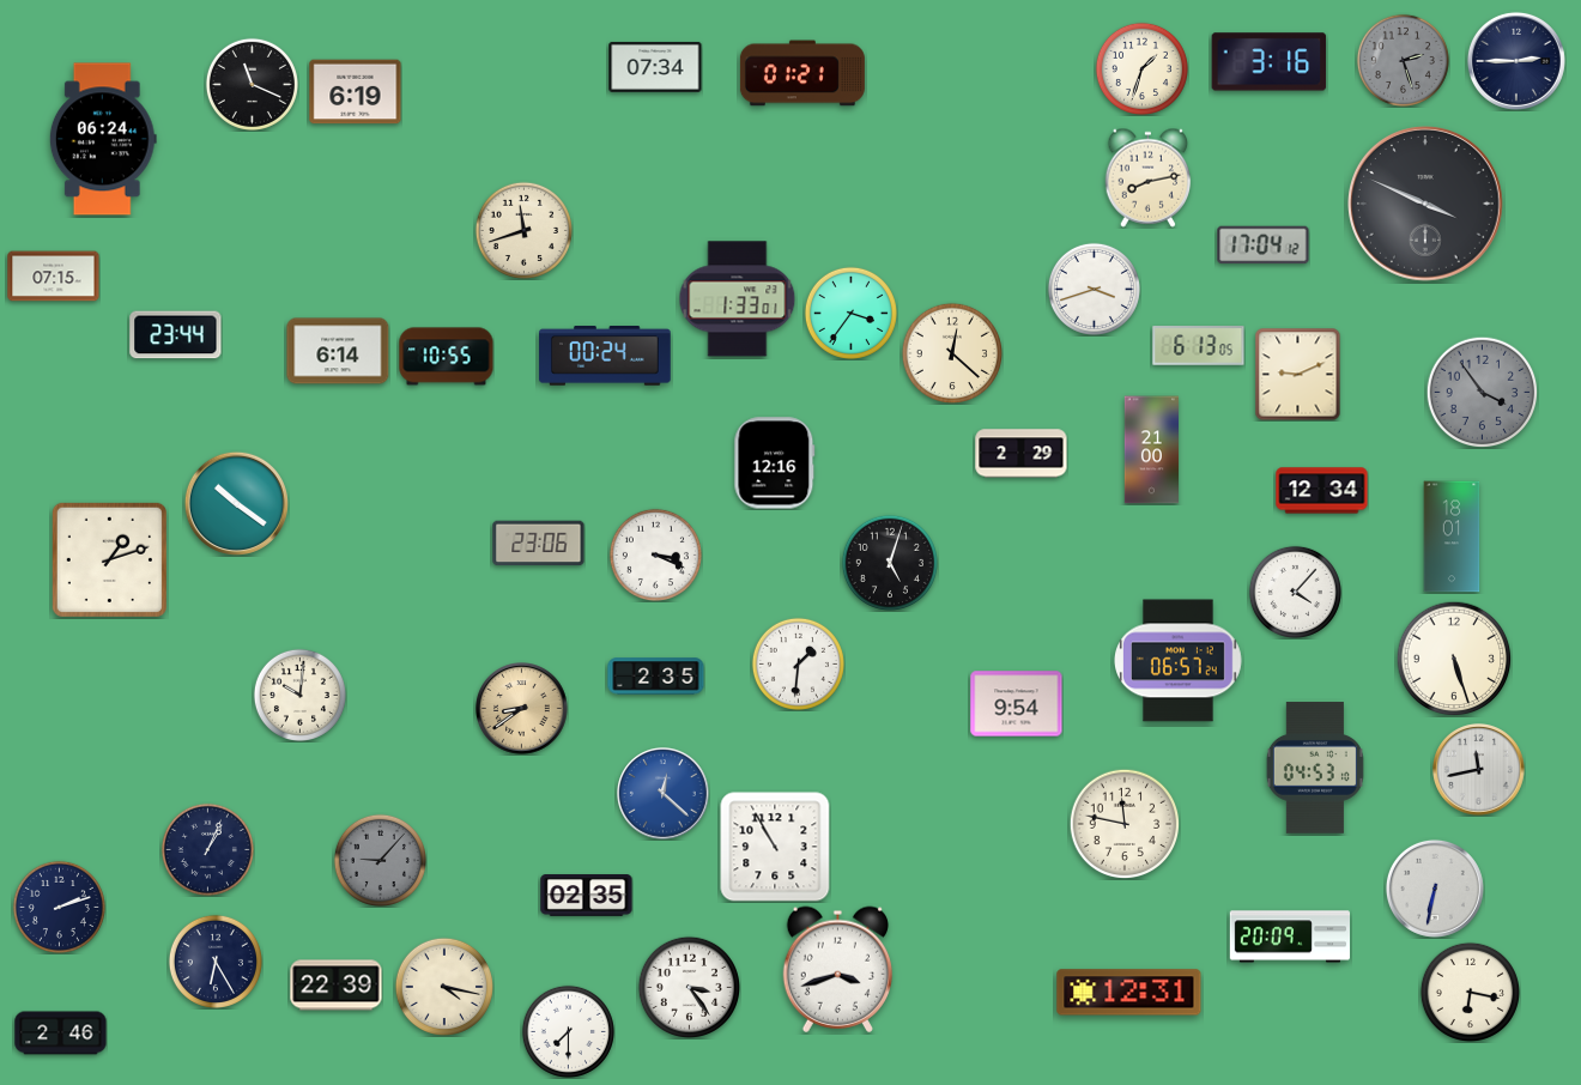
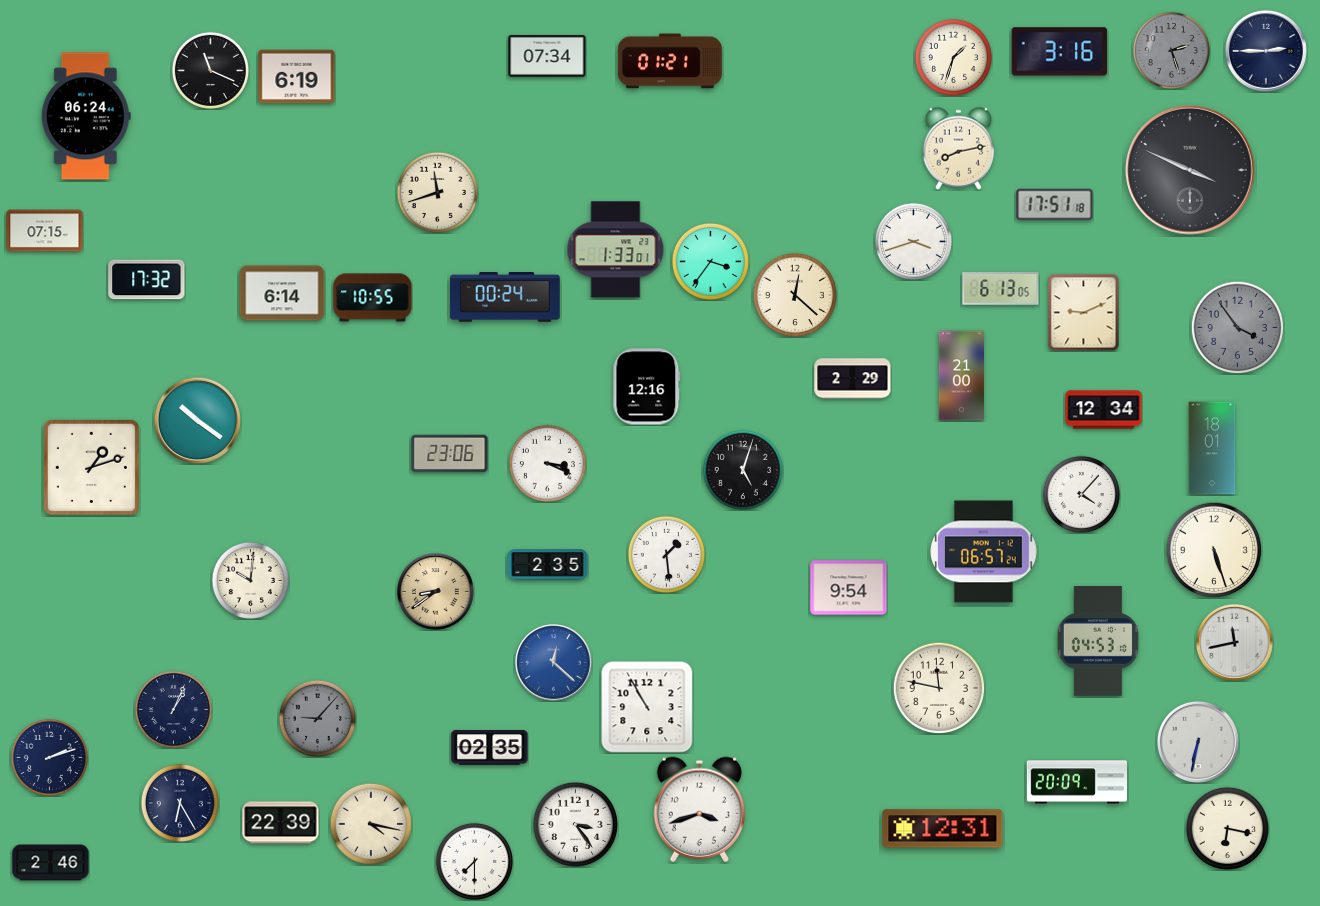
clock at (1264, 246): 17:04 -> 17:51
clock at (176, 335): 23:44 -> 17:32
clock at (798, 663): 1:31 -> 1:29
